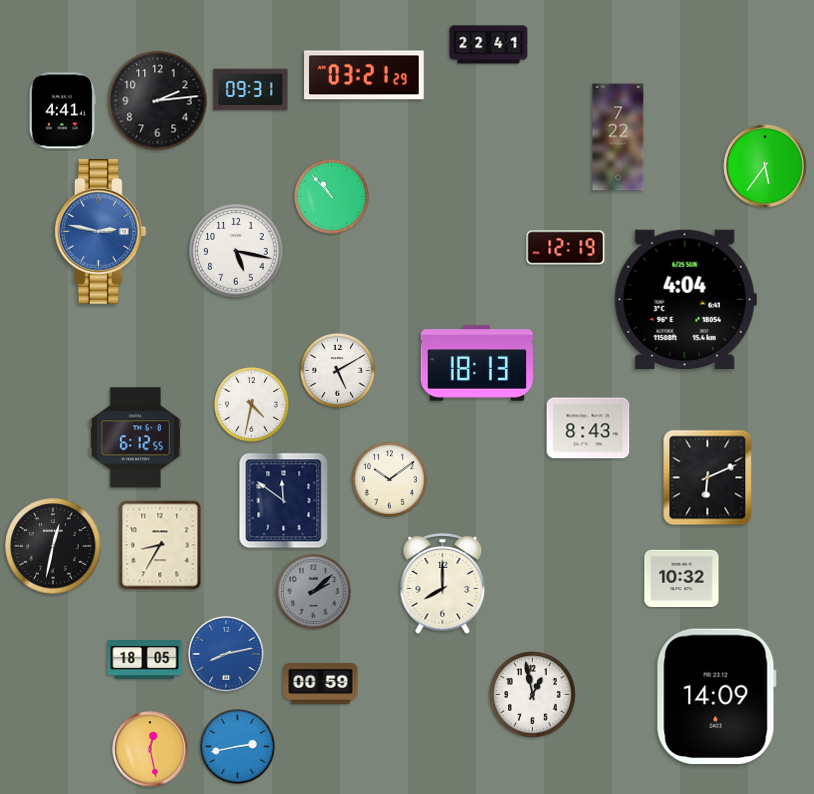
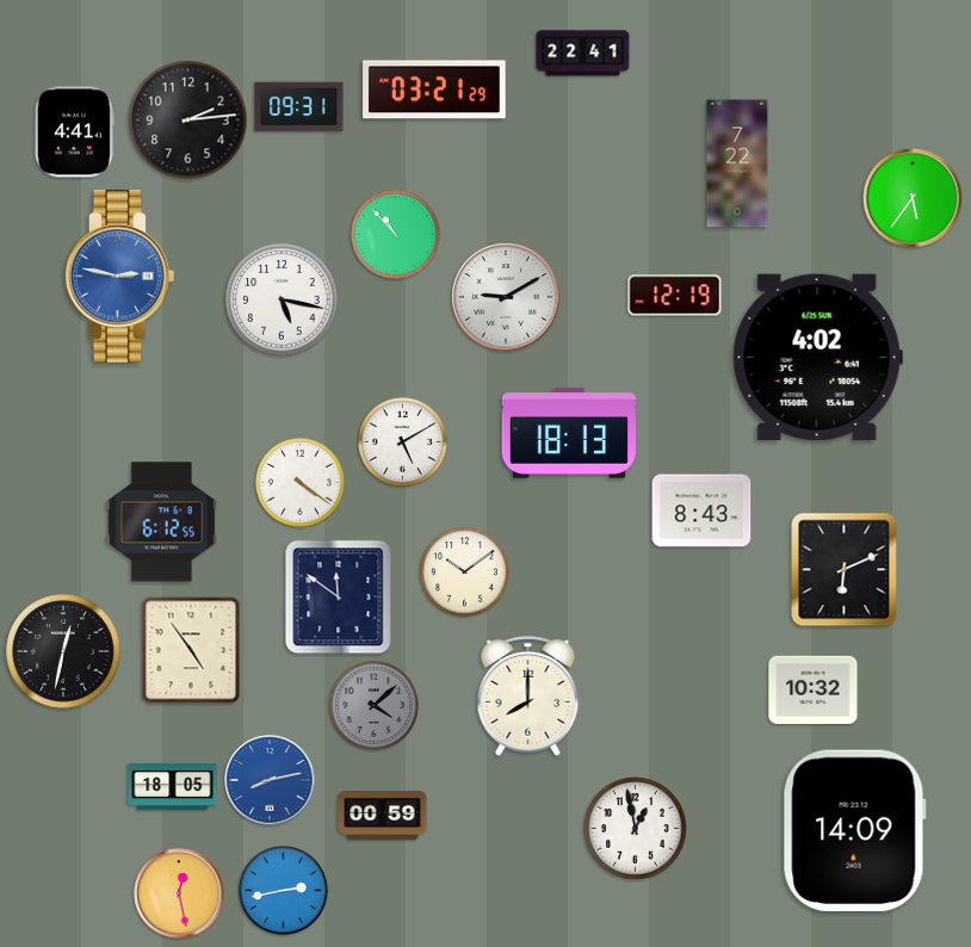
clock at (506, 297): none -> 9:10
clock at (685, 299): 4:04 -> 4:02
clock at (252, 405): 4:32 -> 4:21
clock at (160, 545): 8:35 -> 4:54
clock at (314, 592): 2:08 -> 4:08
